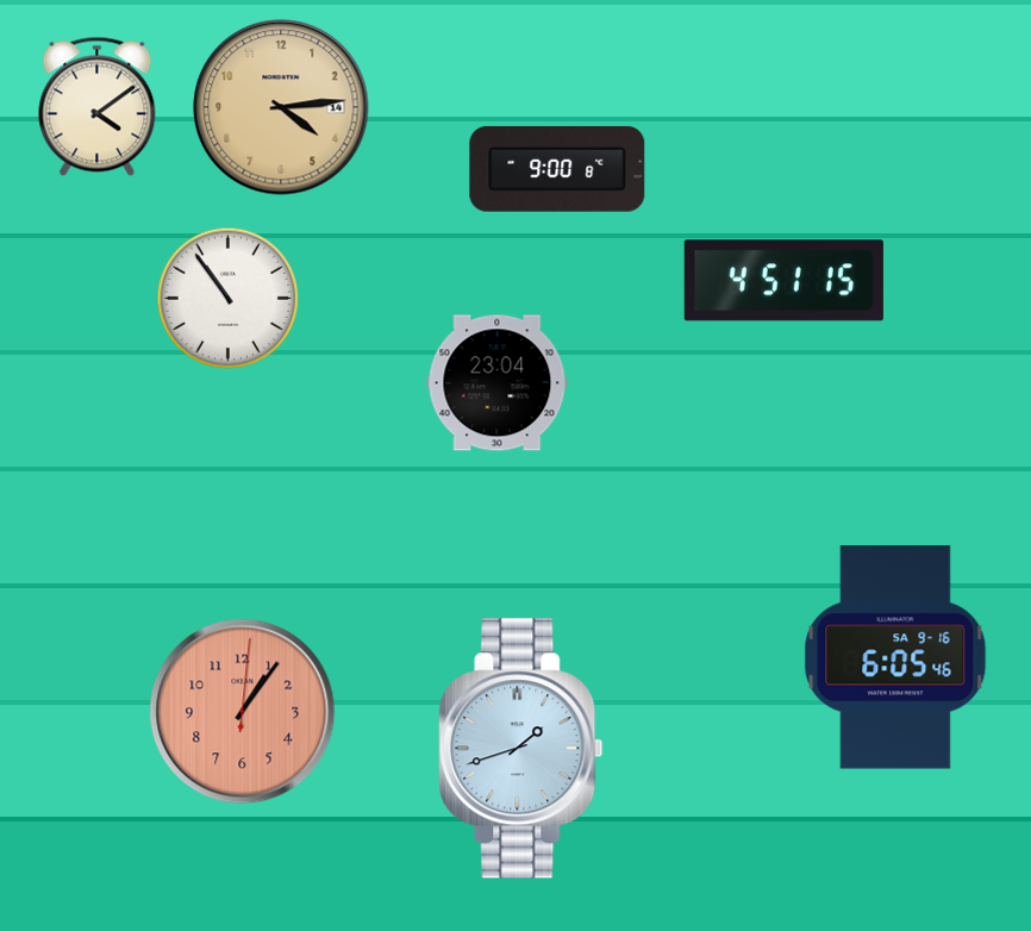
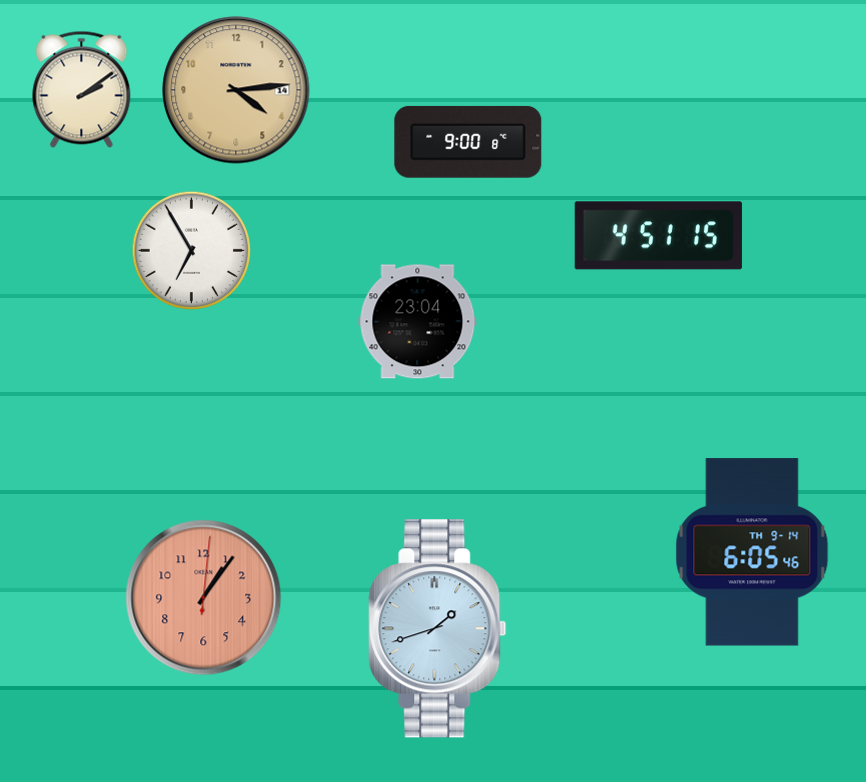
clock at (98, 106): 4:09 -> 2:09
clock at (227, 298): 10:54 -> 6:55
clock at (895, 657) date: SA 9-16 -> TH 9-14
